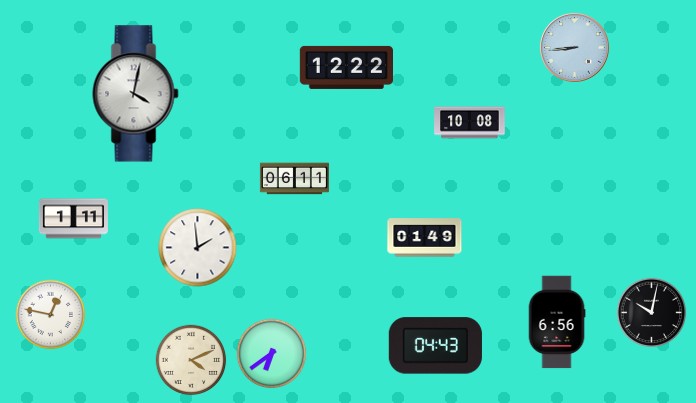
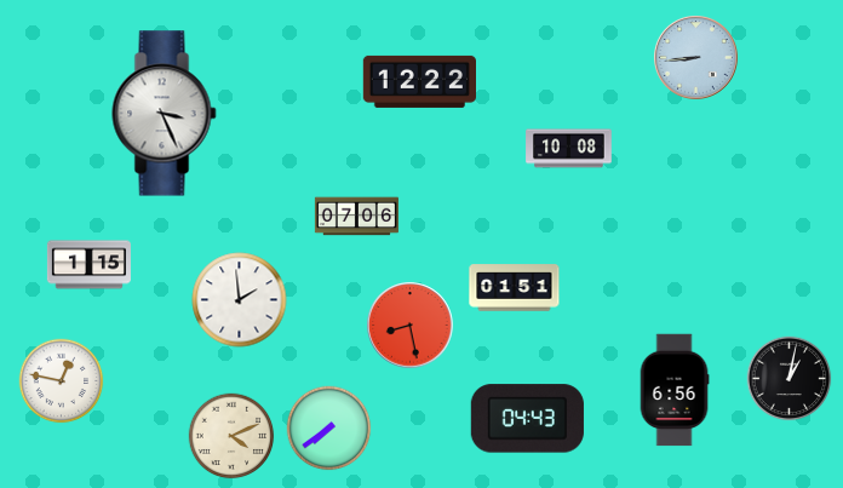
clock at (136, 94): 4:02 -> 3:26
clock at (294, 179): 06:11 -> 07:06
clock at (73, 219): 1:11 -> 1:15
clock at (425, 238): 01:49 -> 01:51
clock at (411, 326): none -> 8:28
clock at (652, 313): 10:02 -> 1:02
clock at (272, 354): 6:39 -> 7:39
